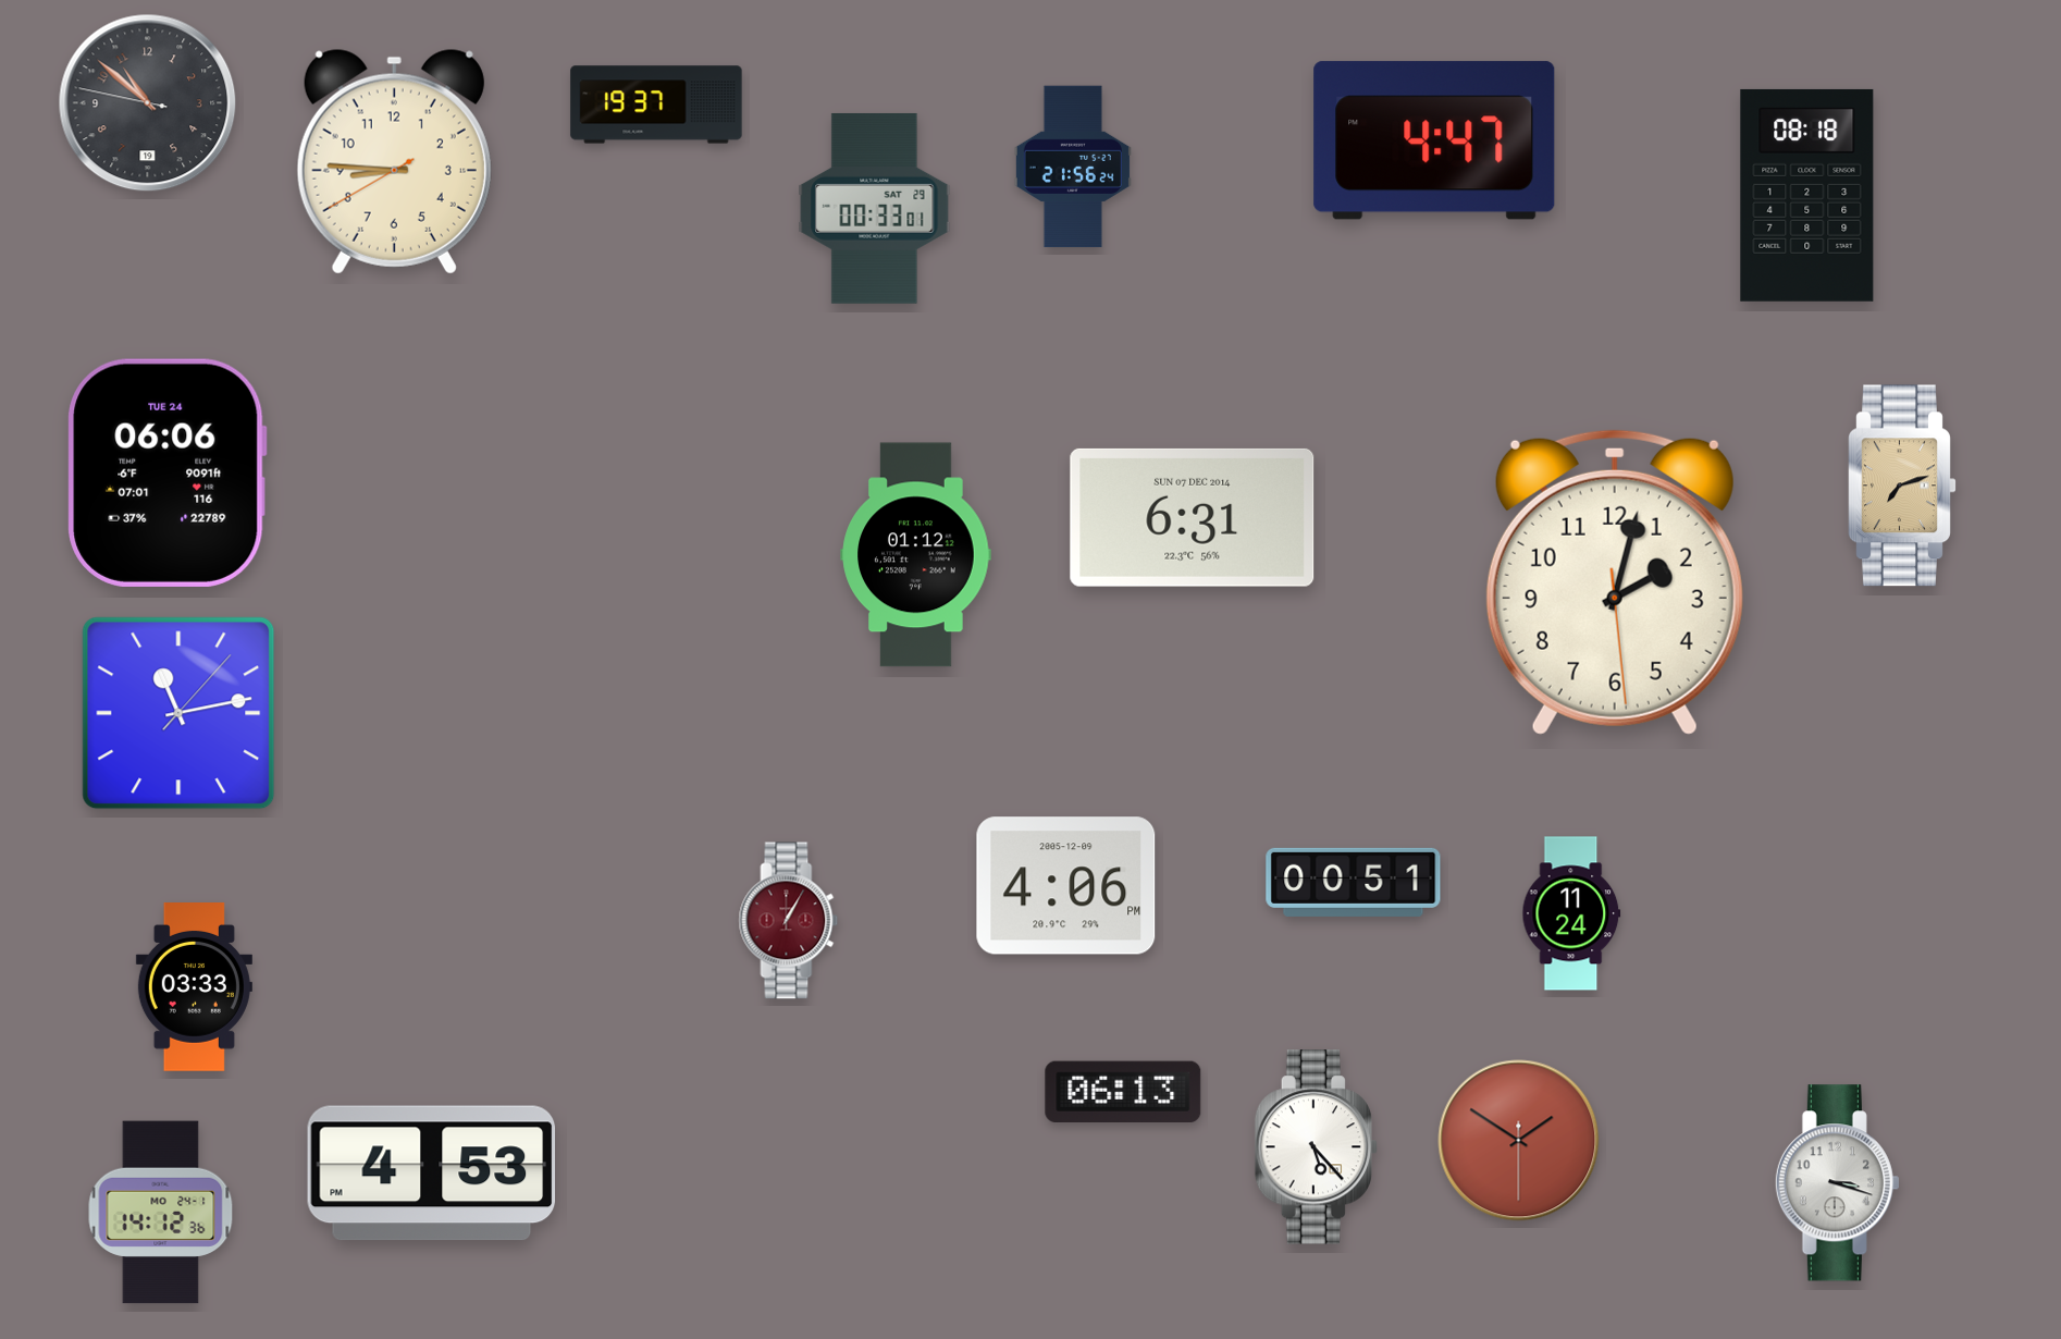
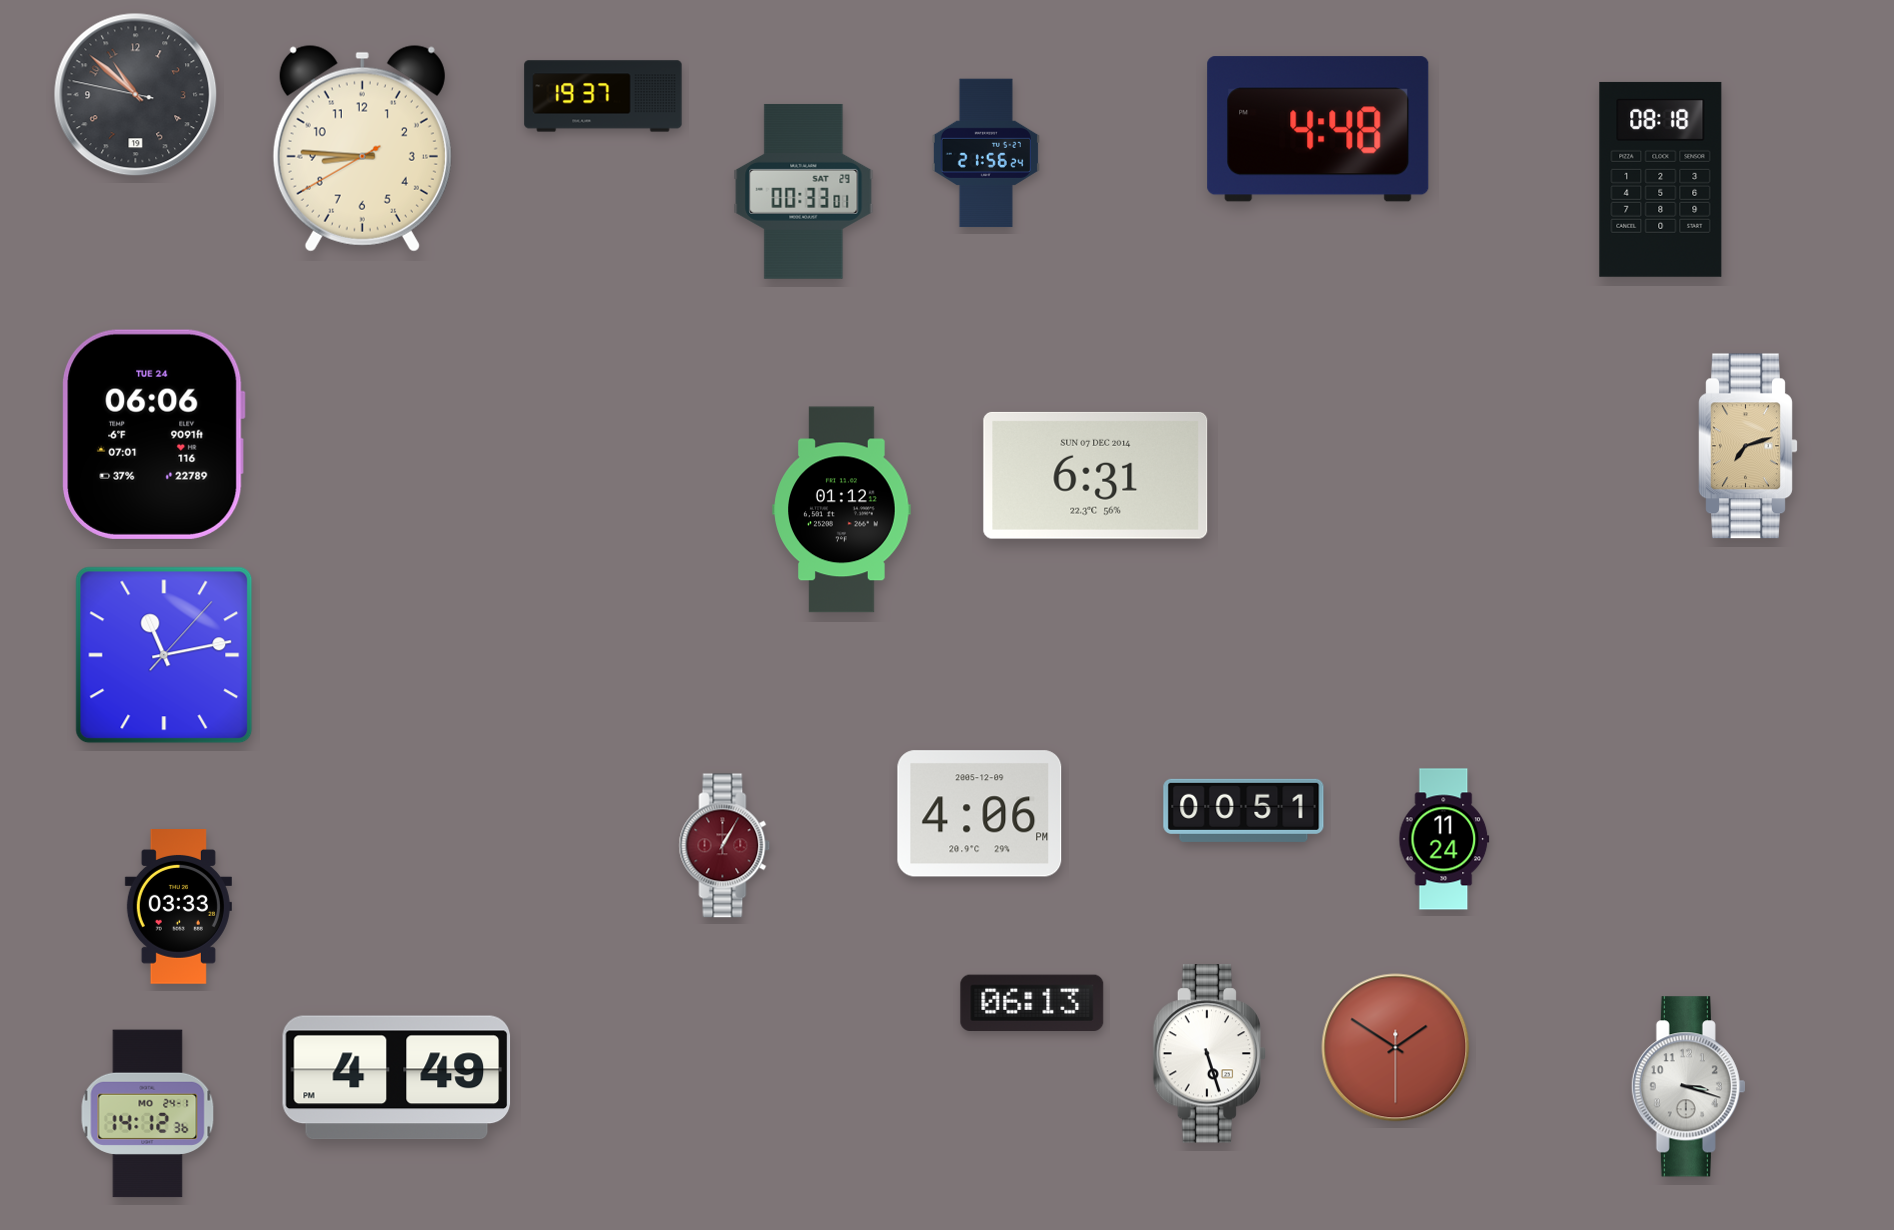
clock at (1434, 140): 4:47 -> 4:48
clock at (1615, 582): 2:02 -> none
clock at (1317, 1147): 5:23 -> 5:27
clock at (432, 1174): 4:53 -> 4:49
